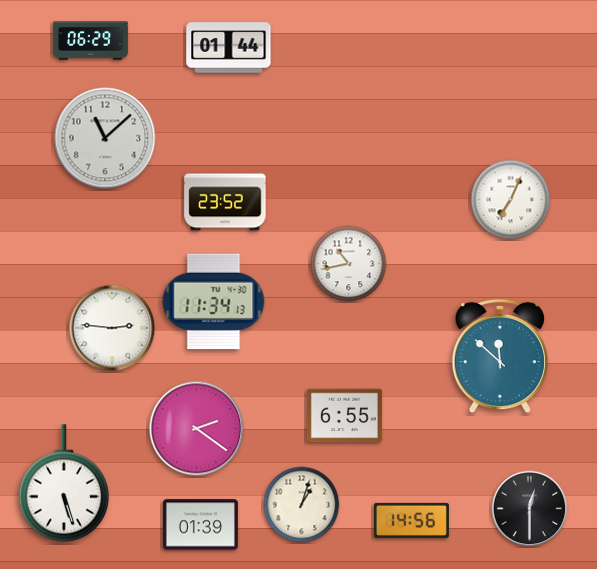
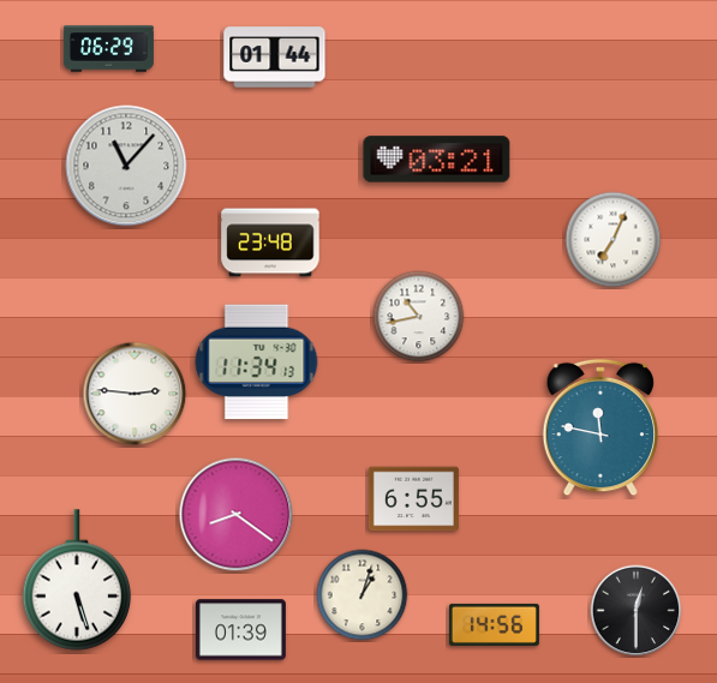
clock at (437, 160): none -> 03:21
clock at (105, 138): 11:08 -> 11:07
clock at (225, 202): 23:52 -> 23:48
clock at (499, 356): 11:52 -> 11:47
clock at (197, 429): 2:21 -> 8:21
clock at (302, 505) position: (302, 505) -> (363, 595)
